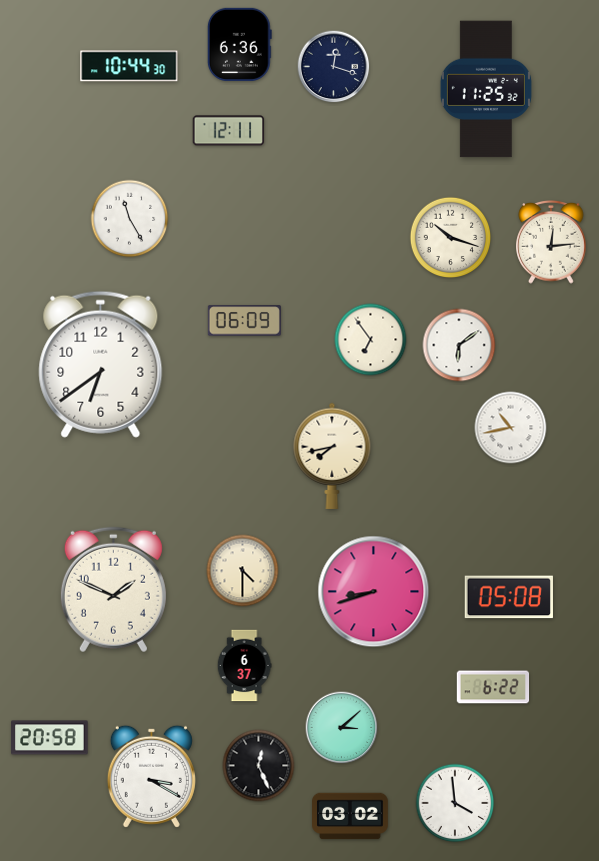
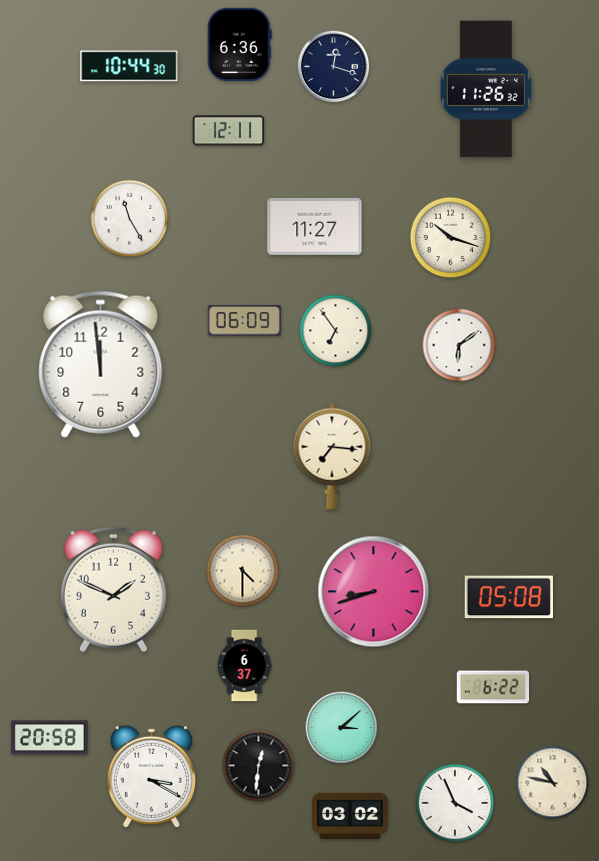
clock at (486, 89): 11:25 -> 11:26
clock at (315, 226): none -> 11:27
clock at (551, 243): 12:14 -> none
clock at (371, 340) position: (371, 340) -> (336, 331)
clock at (101, 364): 6:39 -> 11:59
clock at (511, 428): 10:43 -> none
clock at (332, 456): 7:43 -> 7:16
clock at (259, 766): 12:26 -> 12:31
clock at (553, 783): none -> 10:47
clock at (455, 803): 3:59 -> 3:56
